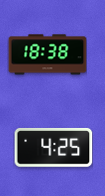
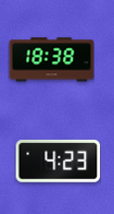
clock at (53, 148): 4:25 -> 4:23
